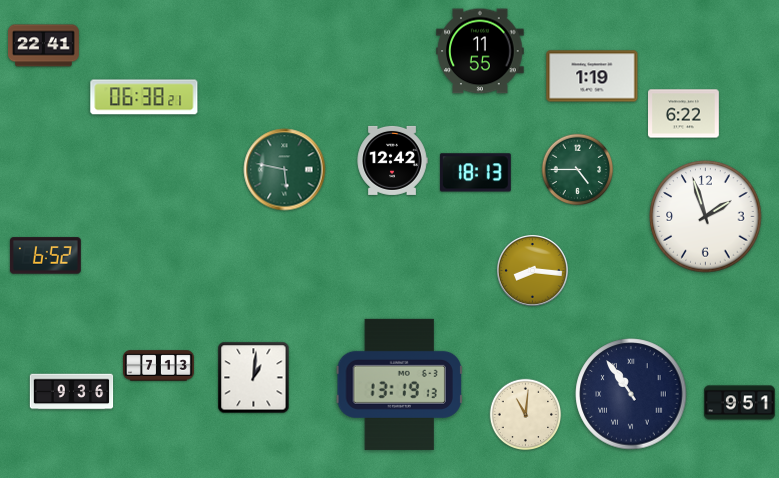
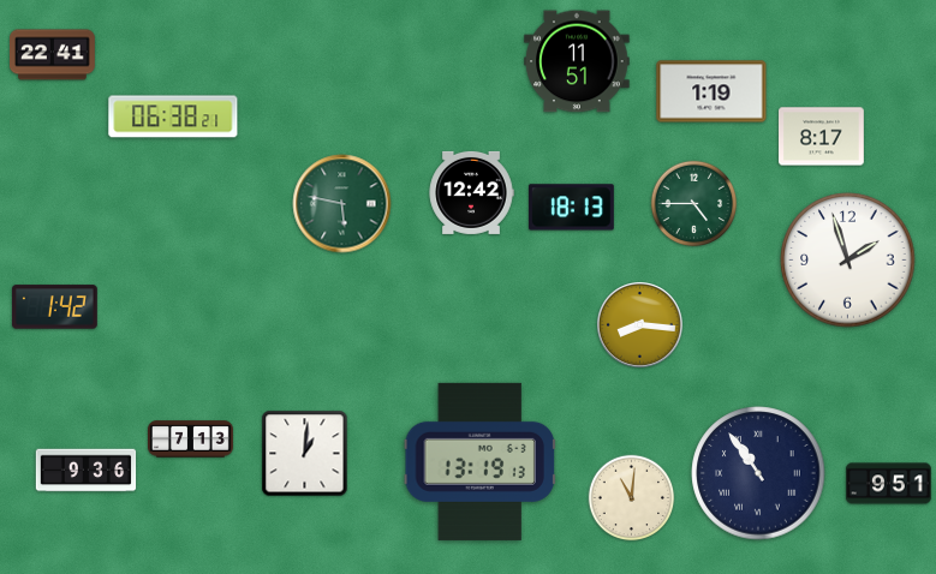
clock at (480, 51): 11:55 -> 11:51
clock at (684, 114): 6:22 -> 8:17
clock at (45, 256): 6:52 -> 1:42
